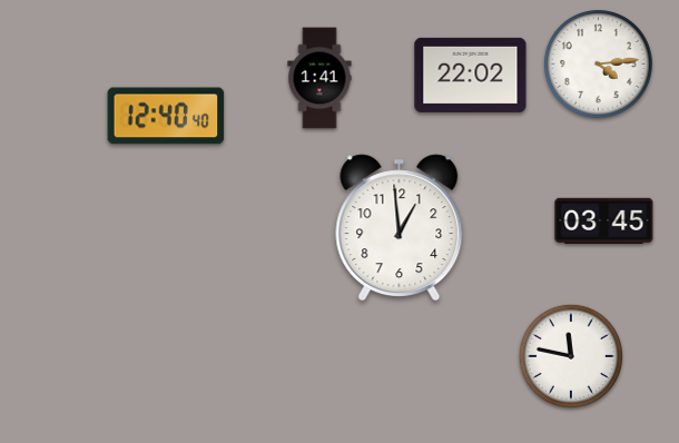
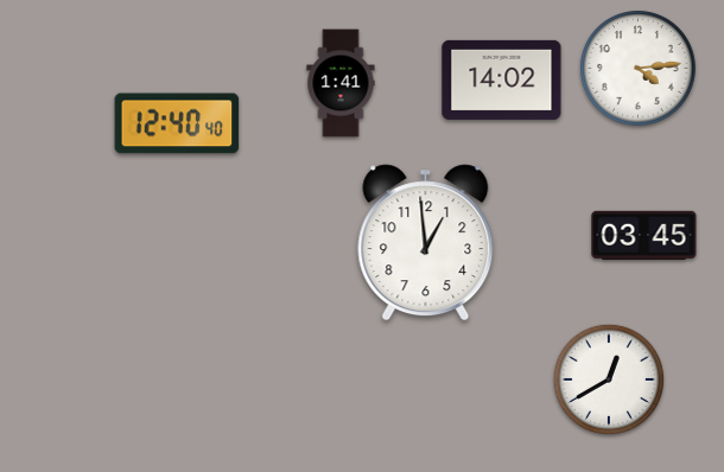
clock at (471, 75): 22:02 -> 14:02
clock at (571, 356): 11:47 -> 12:40
